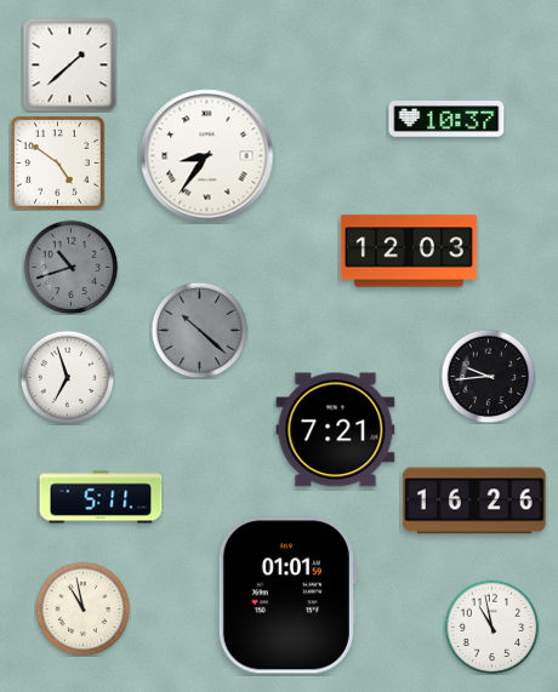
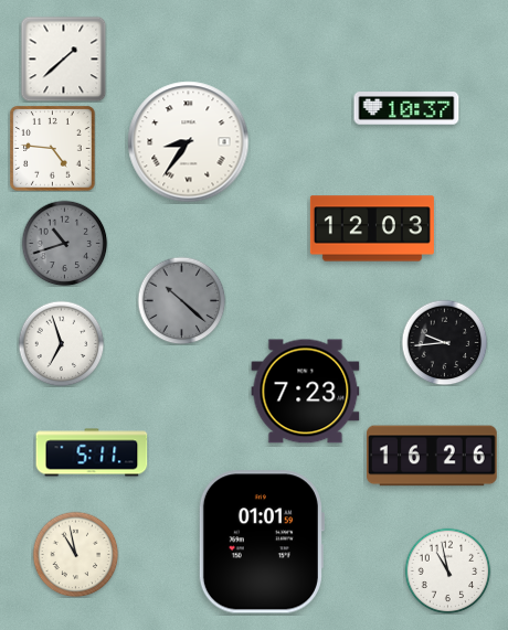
clock at (58, 164): 4:51 -> 4:46
clock at (336, 430): 7:21 -> 7:23
